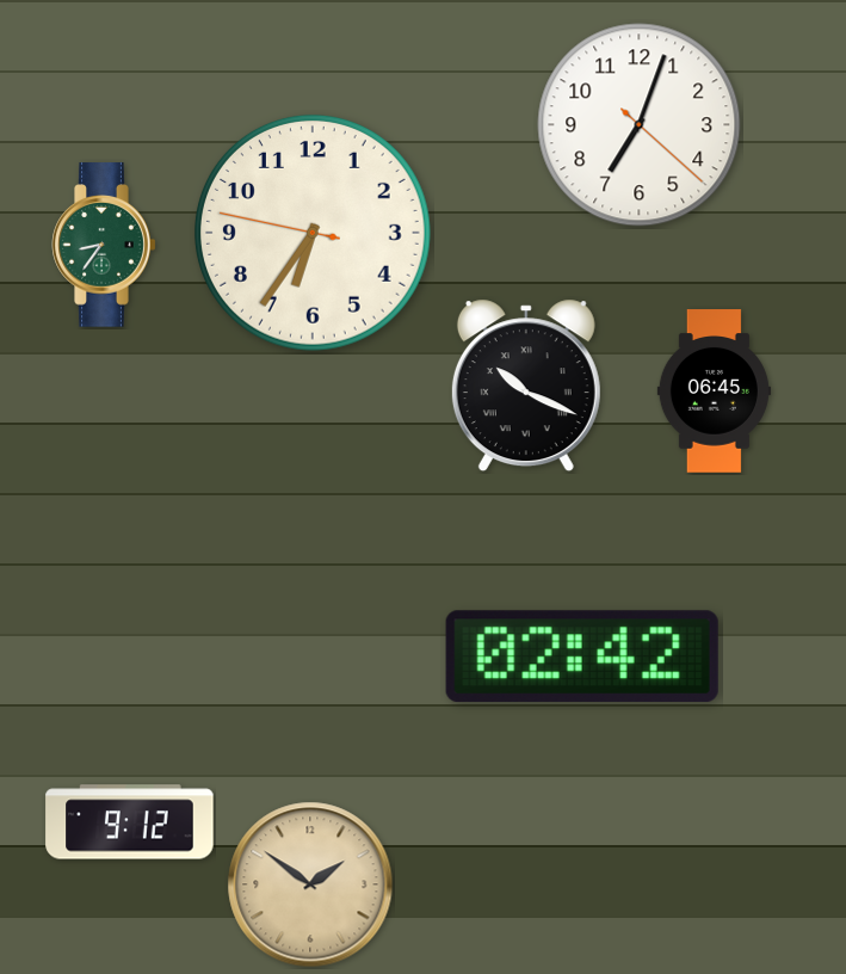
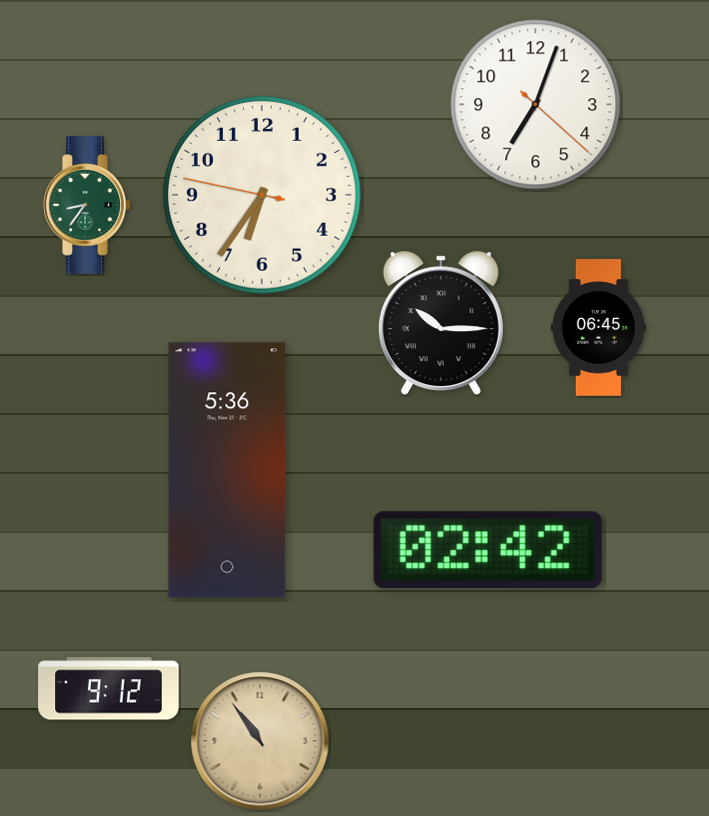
clock at (526, 386): 10:19 -> 10:15
clock at (227, 470): none -> 5:36
clock at (310, 884): 1:51 -> 10:54
